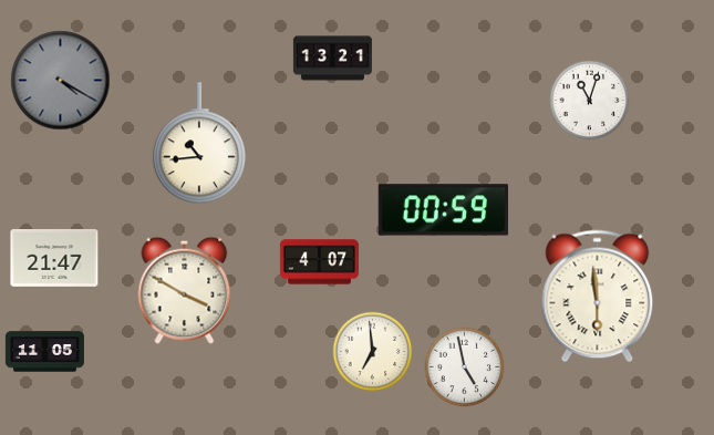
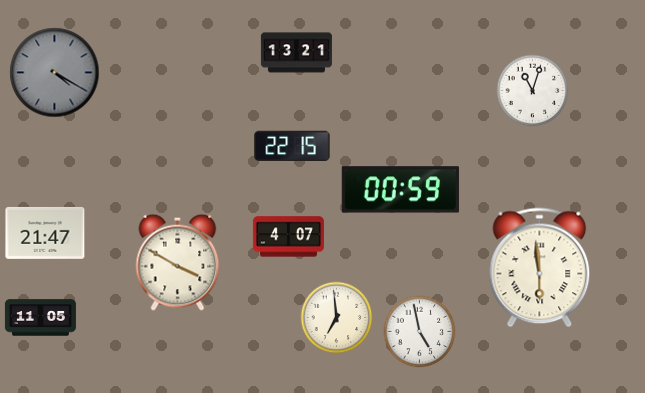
clock at (332, 59) position: (332, 59) -> (296, 53)
clock at (199, 144): 10:44 -> none
clock at (292, 145): none -> 22:15
clock at (54, 258) position: (54, 258) -> (45, 233)
clock at (185, 290) position: (185, 290) -> (178, 262)
